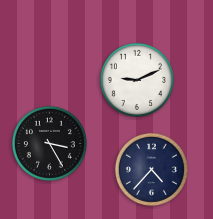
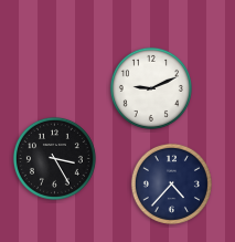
clock at (151, 169) position: (151, 169) -> (171, 183)
